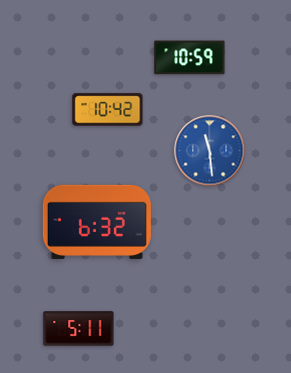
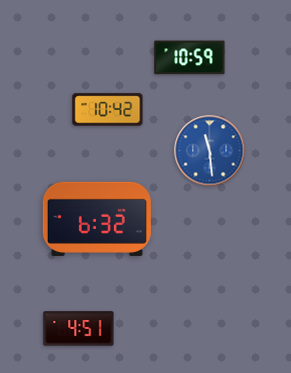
clock at (97, 222) position: (97, 222) -> (97, 219)
clock at (79, 329): 5:11 -> 4:51
